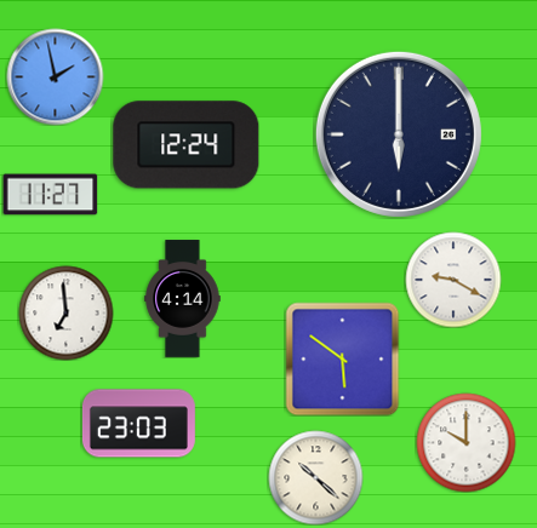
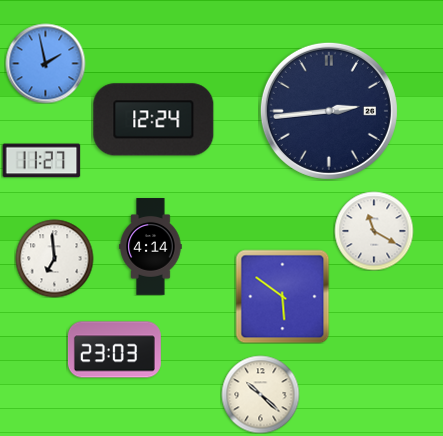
clock at (399, 134): 6:00 -> 2:44
clock at (453, 280): 9:20 -> 11:20
clock at (465, 442): 10:00 -> none
